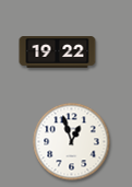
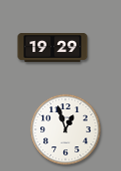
clock at (58, 52): 19:22 -> 19:29
